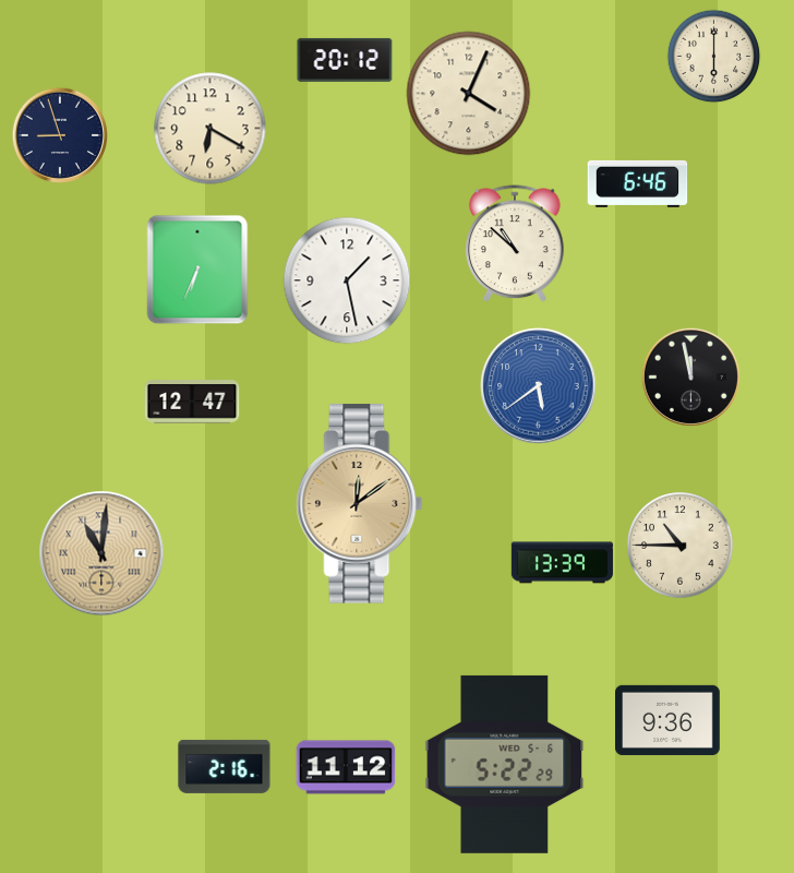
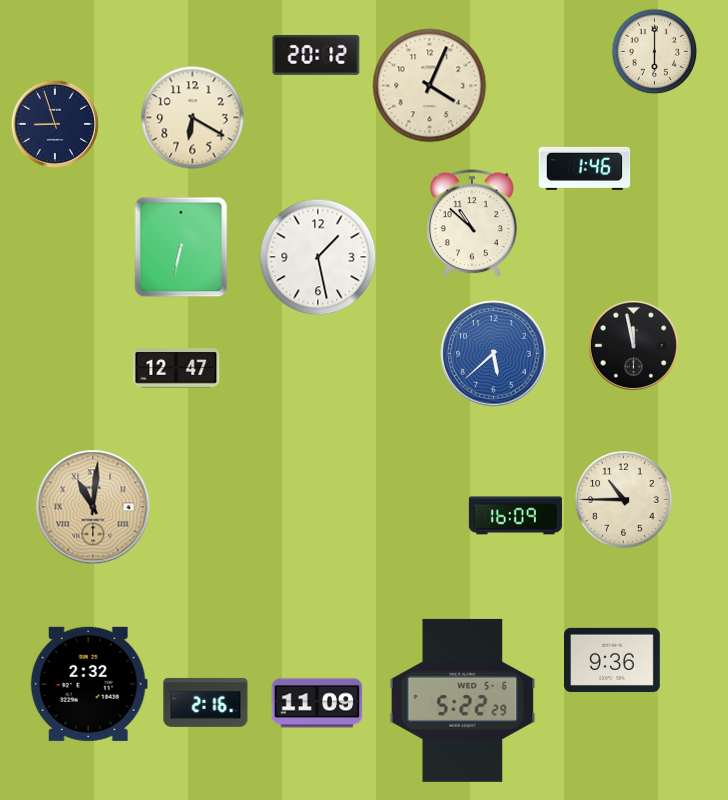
clock at (638, 183): 6:46 -> 1:46
clock at (197, 270): 6:34 -> 6:32
clock at (539, 386): 5:39 -> 5:38
clock at (360, 504): 12:09 -> none
clock at (562, 563): 13:39 -> 16:09
clock at (89, 684): none -> 2:32
clock at (346, 767): 11:12 -> 11:09
